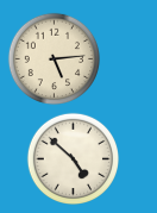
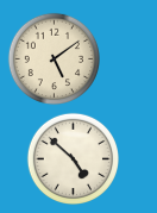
clock at (54, 58): 5:14 -> 5:09
